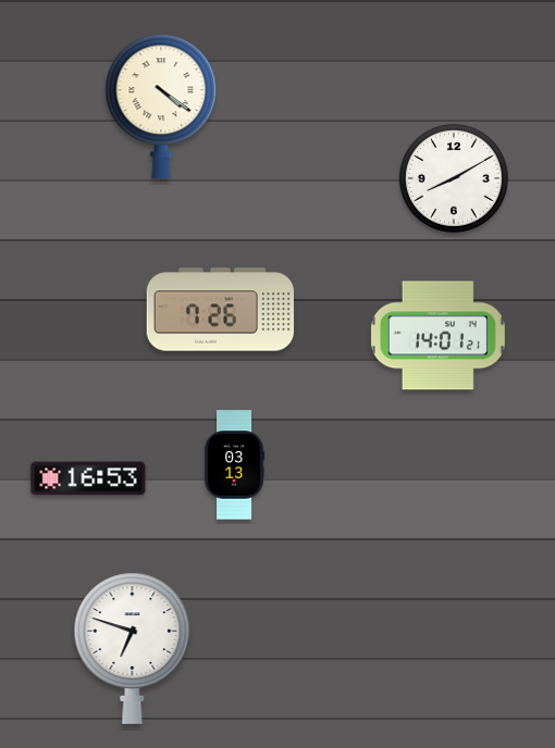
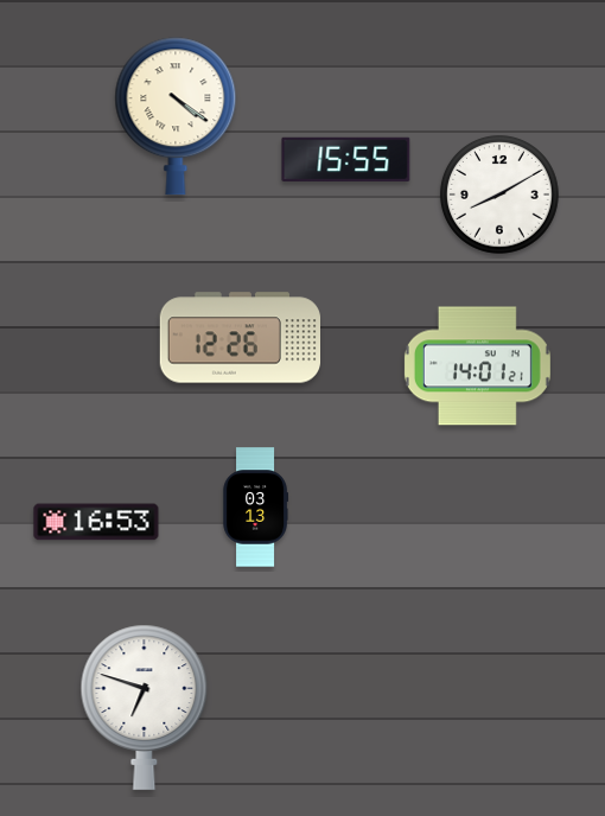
clock at (346, 159): none -> 15:55
clock at (454, 178) position: (454, 178) -> (499, 195)
clock at (220, 310): 7:26 -> 12:26
